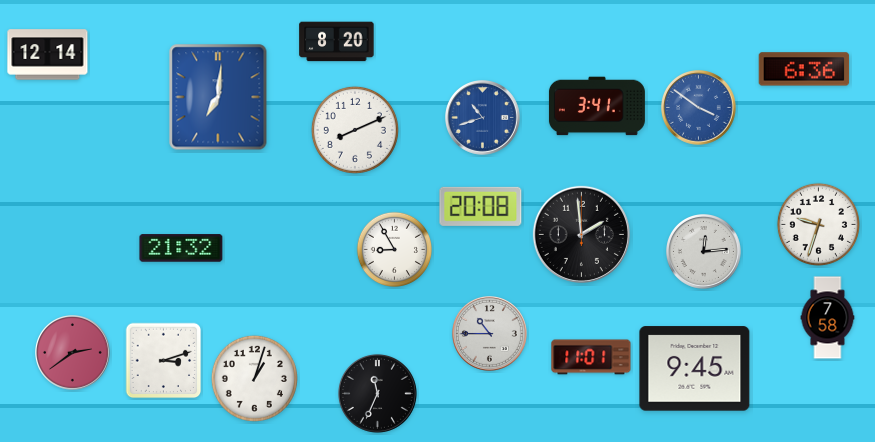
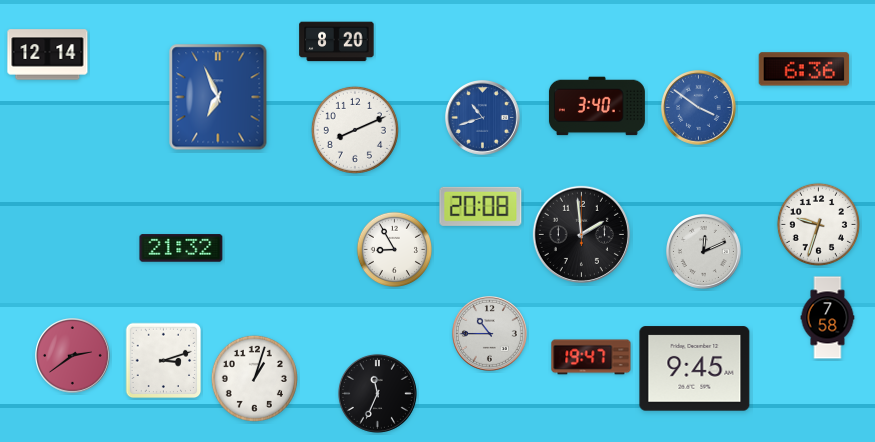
clock at (218, 97): 7:01 -> 6:56
clock at (597, 106): 3:41 -> 3:40
clock at (704, 252): 12:14 -> 12:11
clock at (73, 353) position: (73, 353) -> (73, 356)
clock at (591, 357): 11:01 -> 19:47
